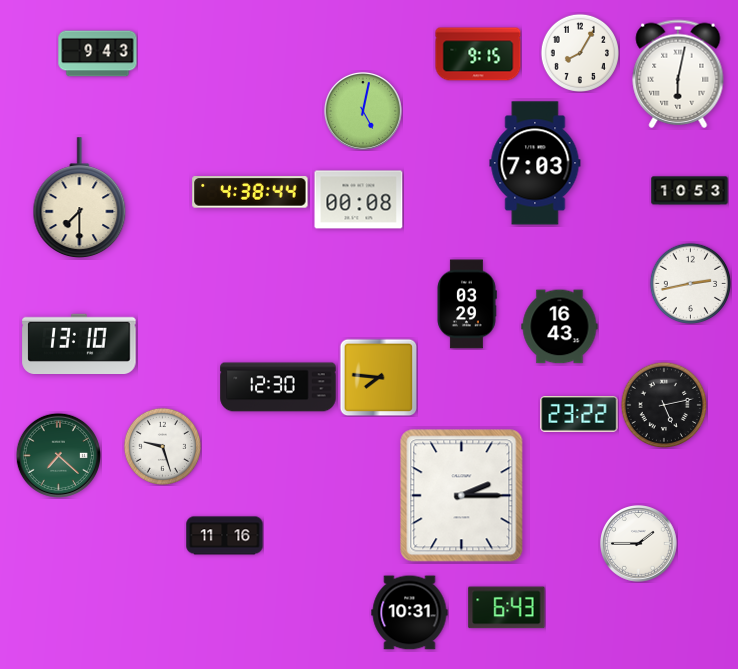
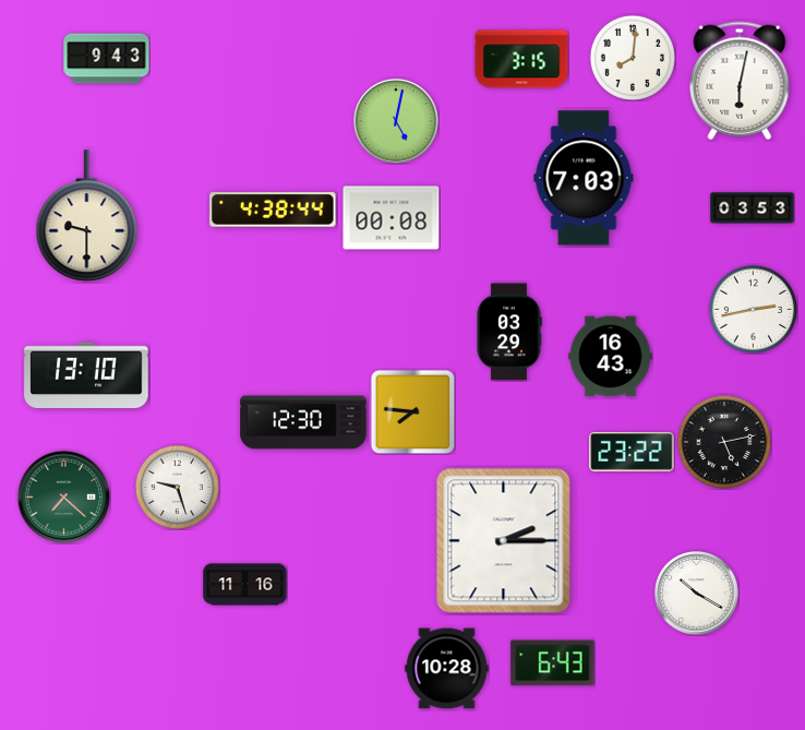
clock at (579, 52): 8:05 -> 8:01
clock at (478, 54): 9:15 -> 3:15
clock at (690, 191): 10:53 -> 03:53
clock at (80, 197): 7:30 -> 9:30
clock at (639, 544): 1:45 -> 10:20
clock at (410, 613): 10:31 -> 10:28
